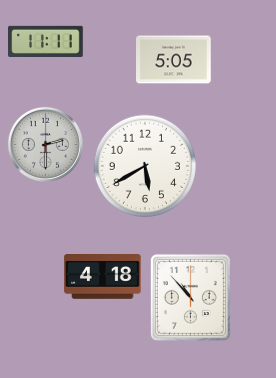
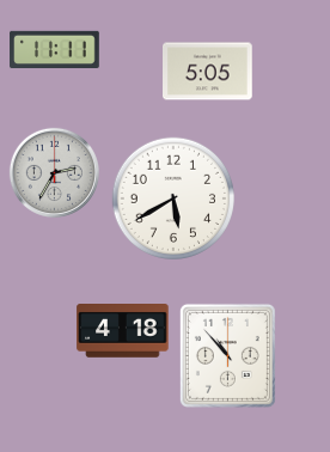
clock at (45, 144): 2:30 -> 2:35
